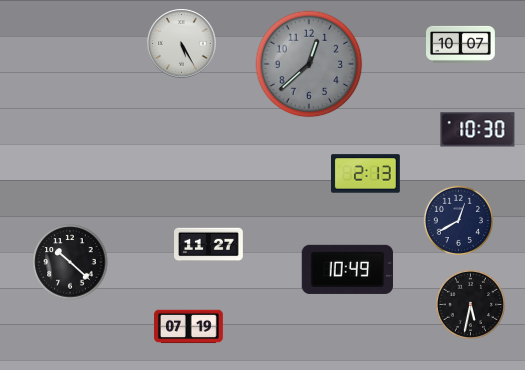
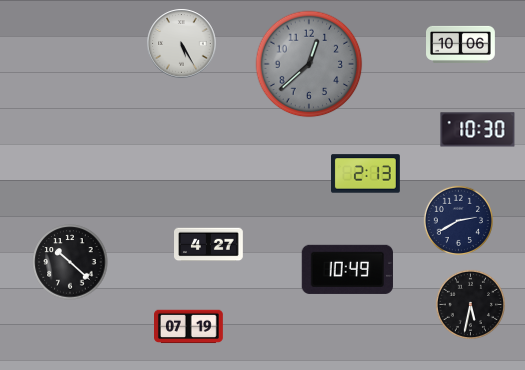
clock at (461, 44): 10:07 -> 10:06
clock at (458, 220): 12:40 -> 2:40
clock at (209, 245): 11:27 -> 4:27
